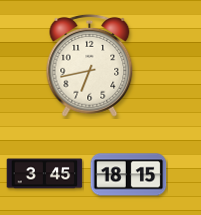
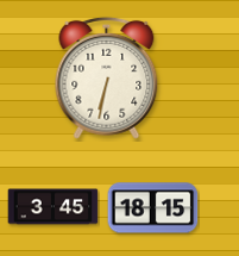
clock at (90, 65): 6:43 -> 6:32
